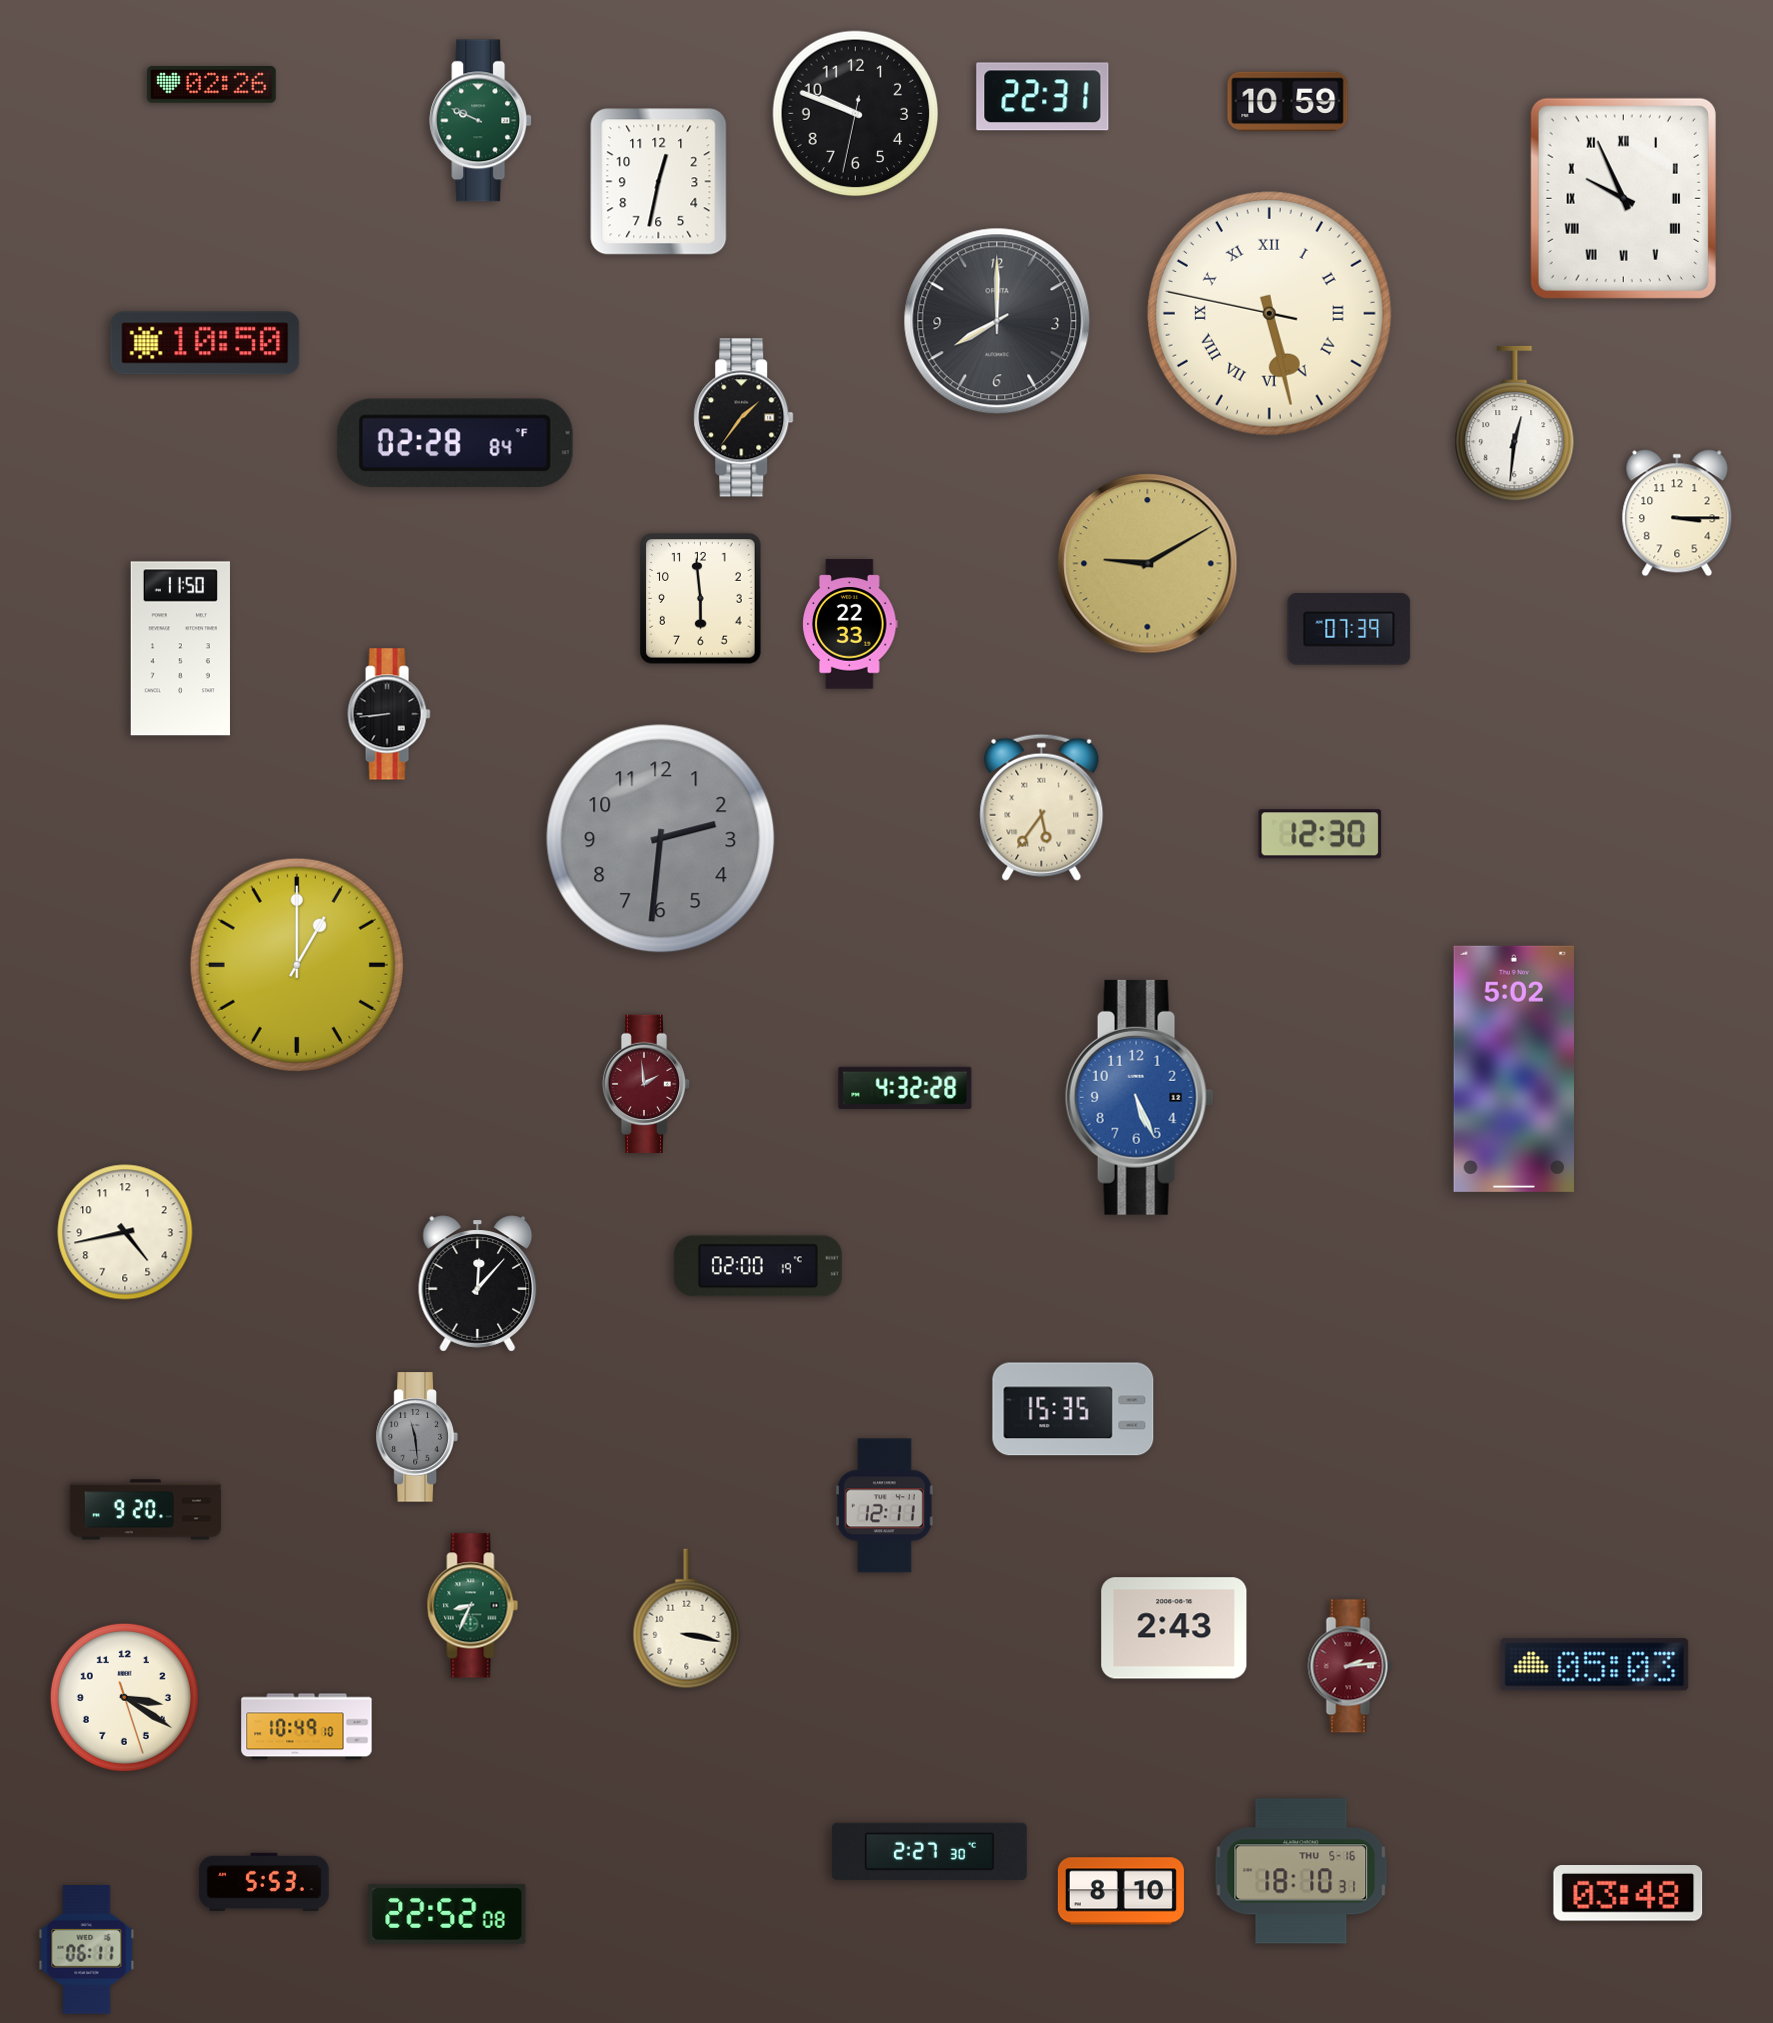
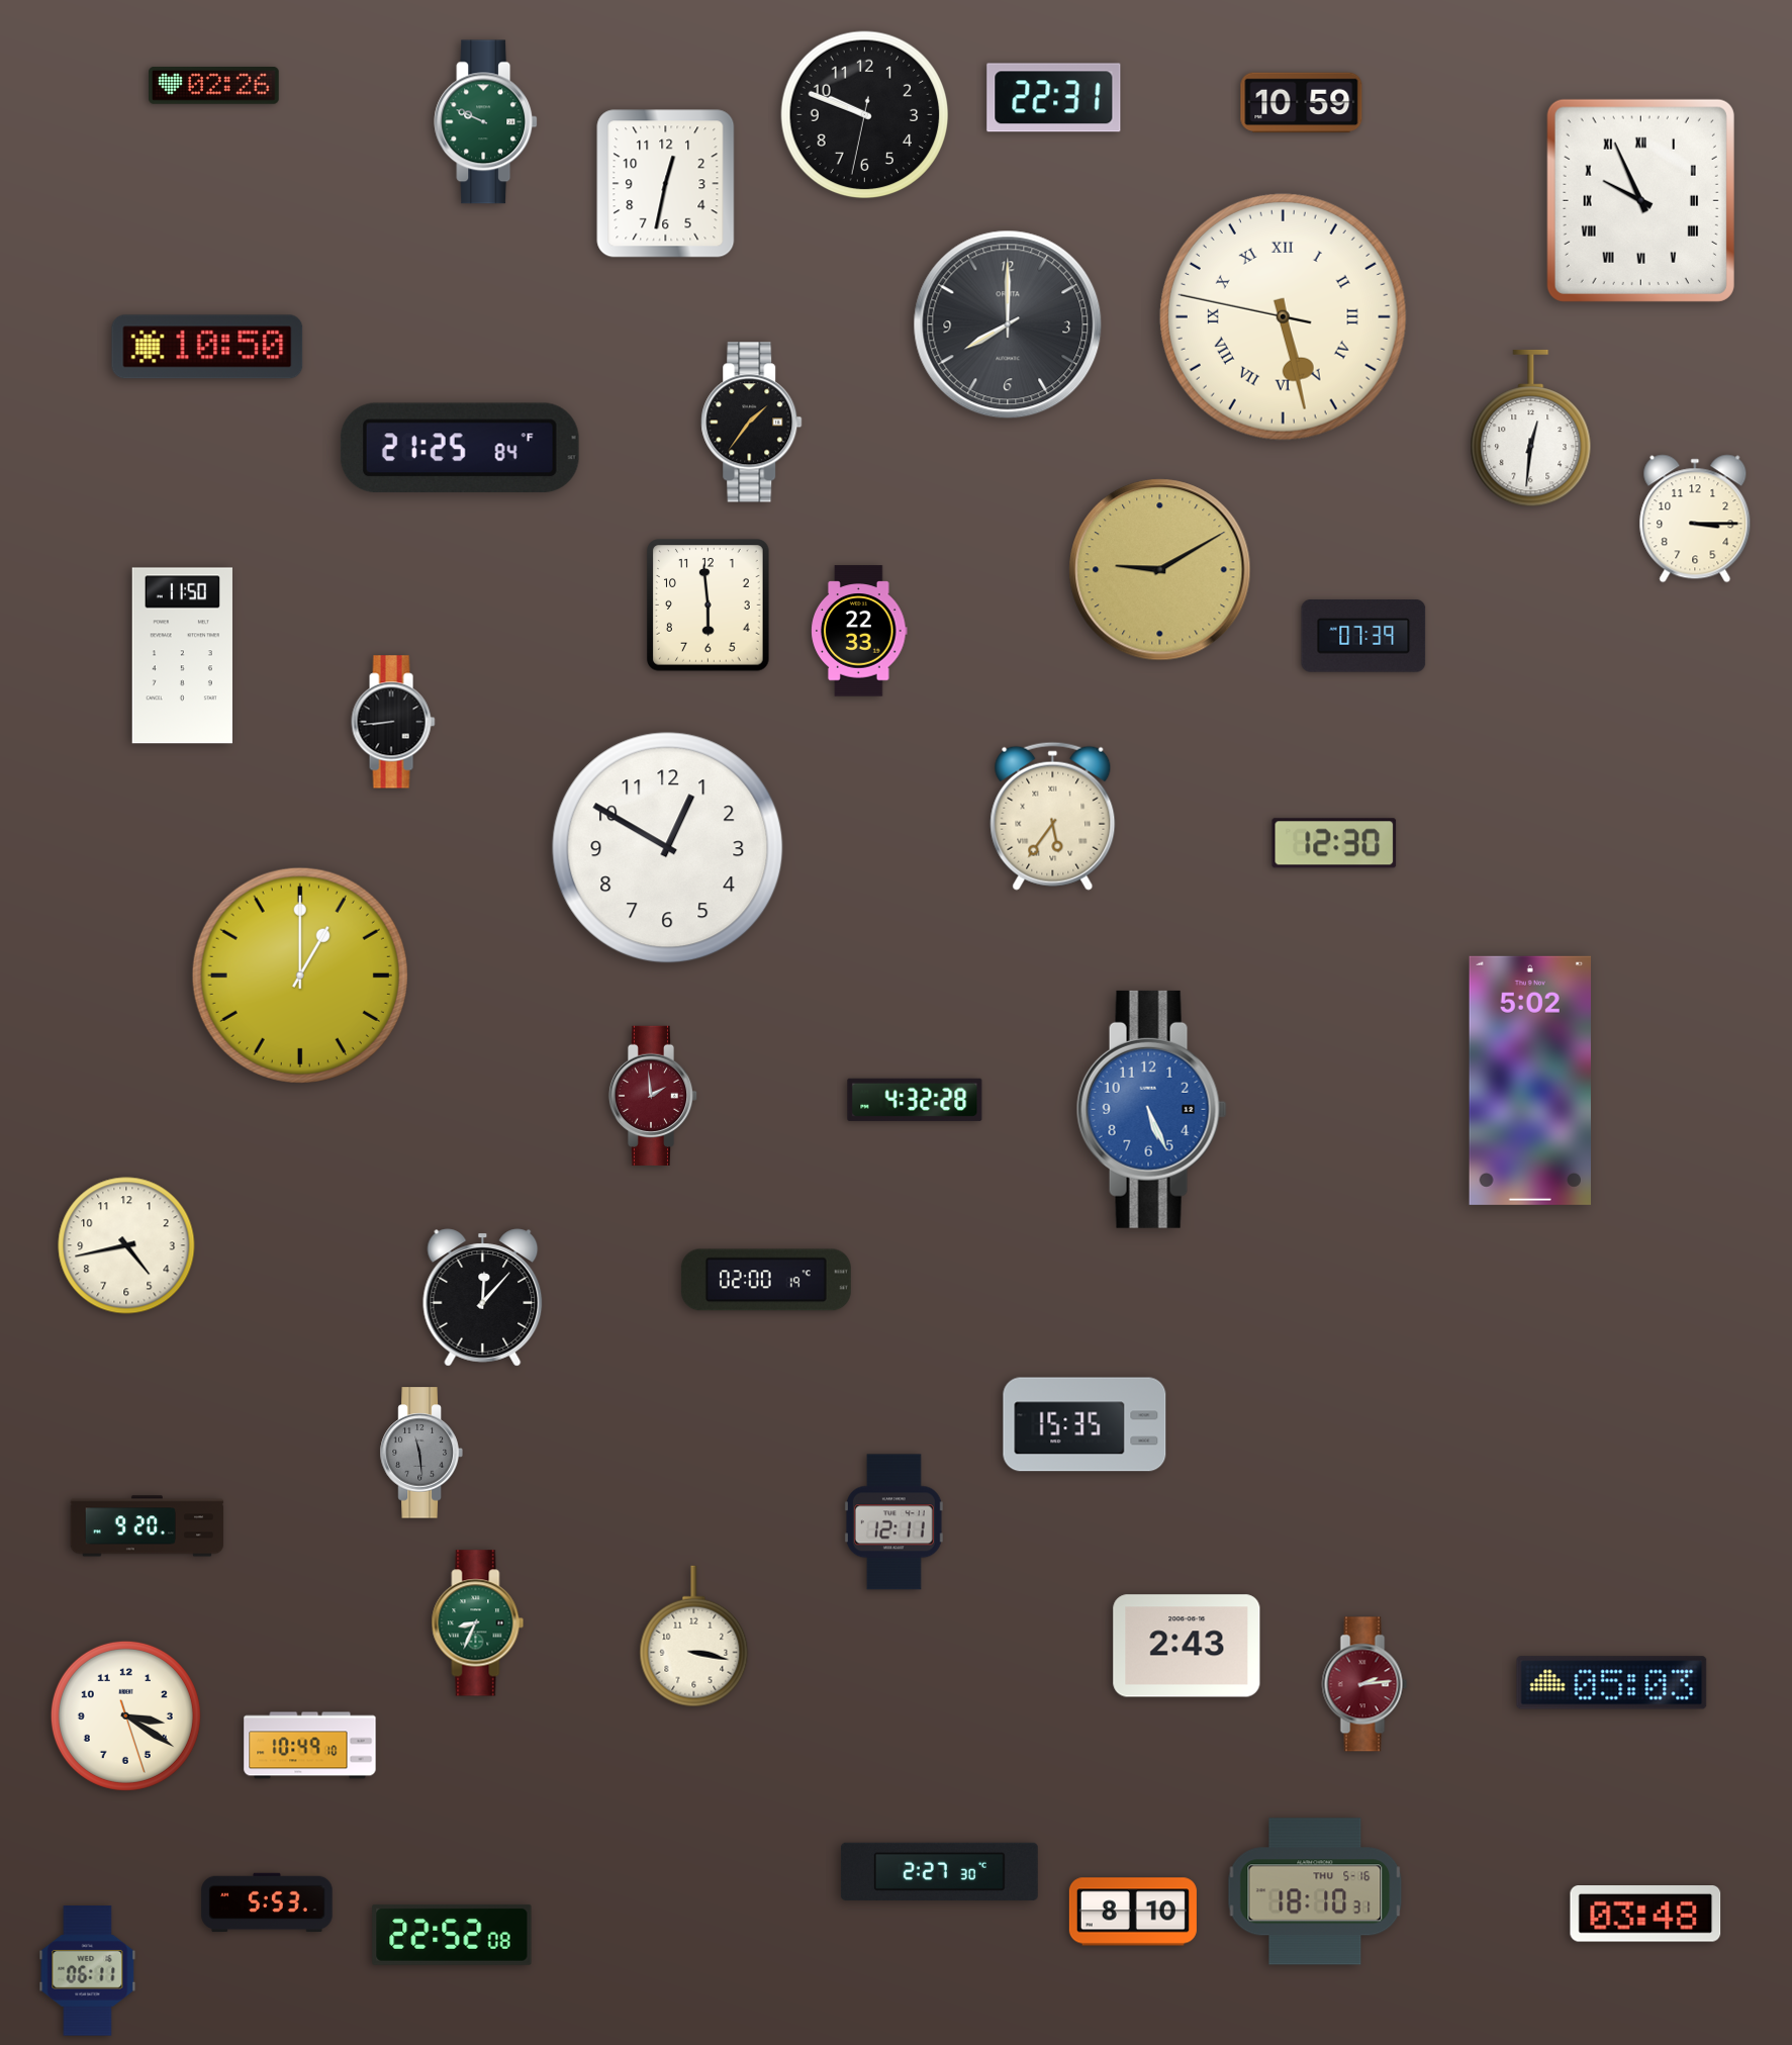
clock at (455, 443): 02:28 -> 21:25
clock at (661, 839): 2:31 -> 12:50
clock at (661, 839) dial: grey -> white
